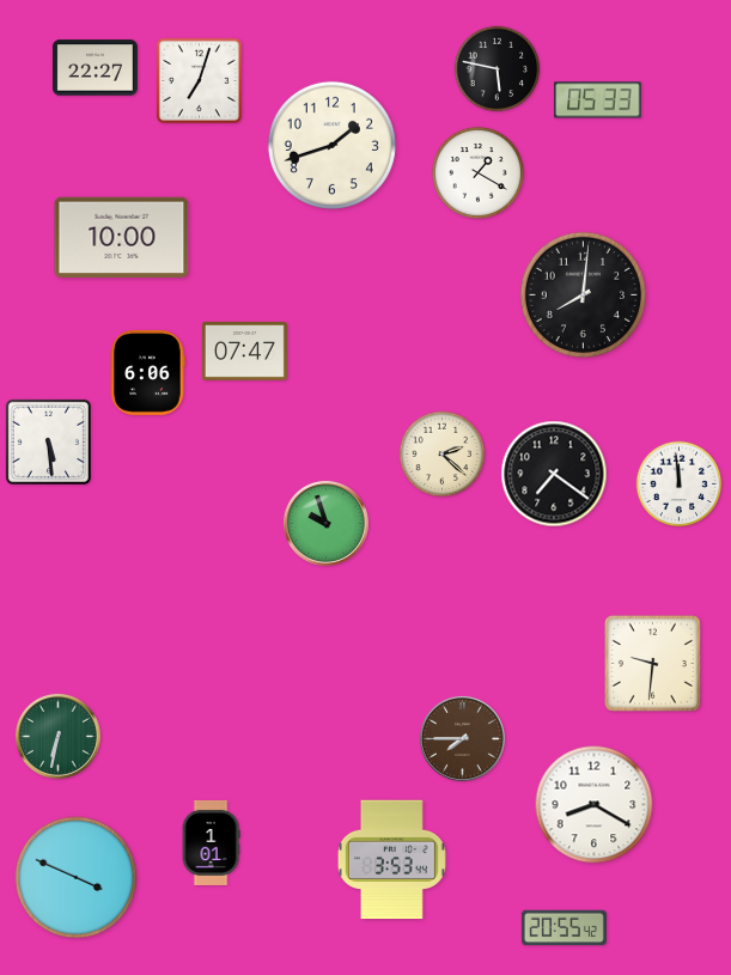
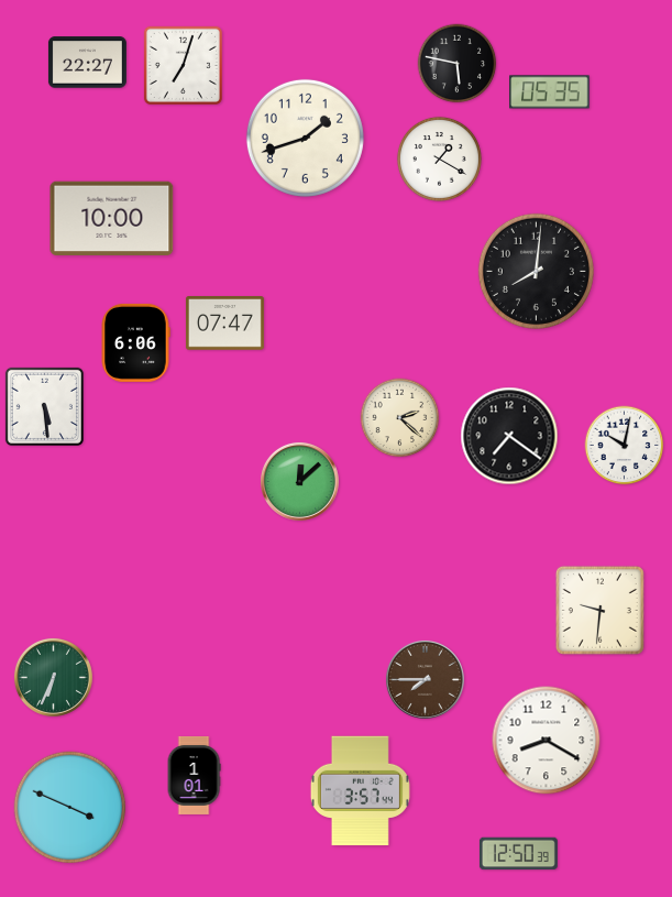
clock at (199, 80) position: (199, 80) -> (183, 65)
clock at (598, 100): 05:33 -> 05:35
clock at (331, 145) position: (331, 145) -> (305, 138)
clock at (443, 455) position: (443, 455) -> (400, 418)
clock at (680, 485): 11:59 -> 10:02
clock at (325, 523): 9:57 -> 12:08
clock at (57, 736): 6:32 -> 6:34
clock at (391, 860): 3:53 -> 3:57
clock at (564, 928): 20:55 -> 12:50
